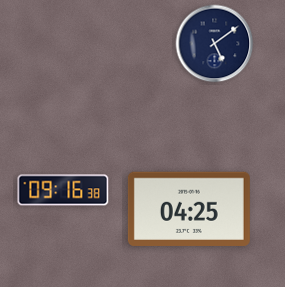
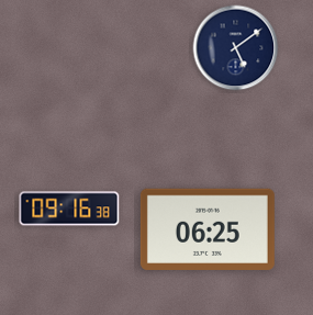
clock at (189, 208): 04:25 -> 06:25
